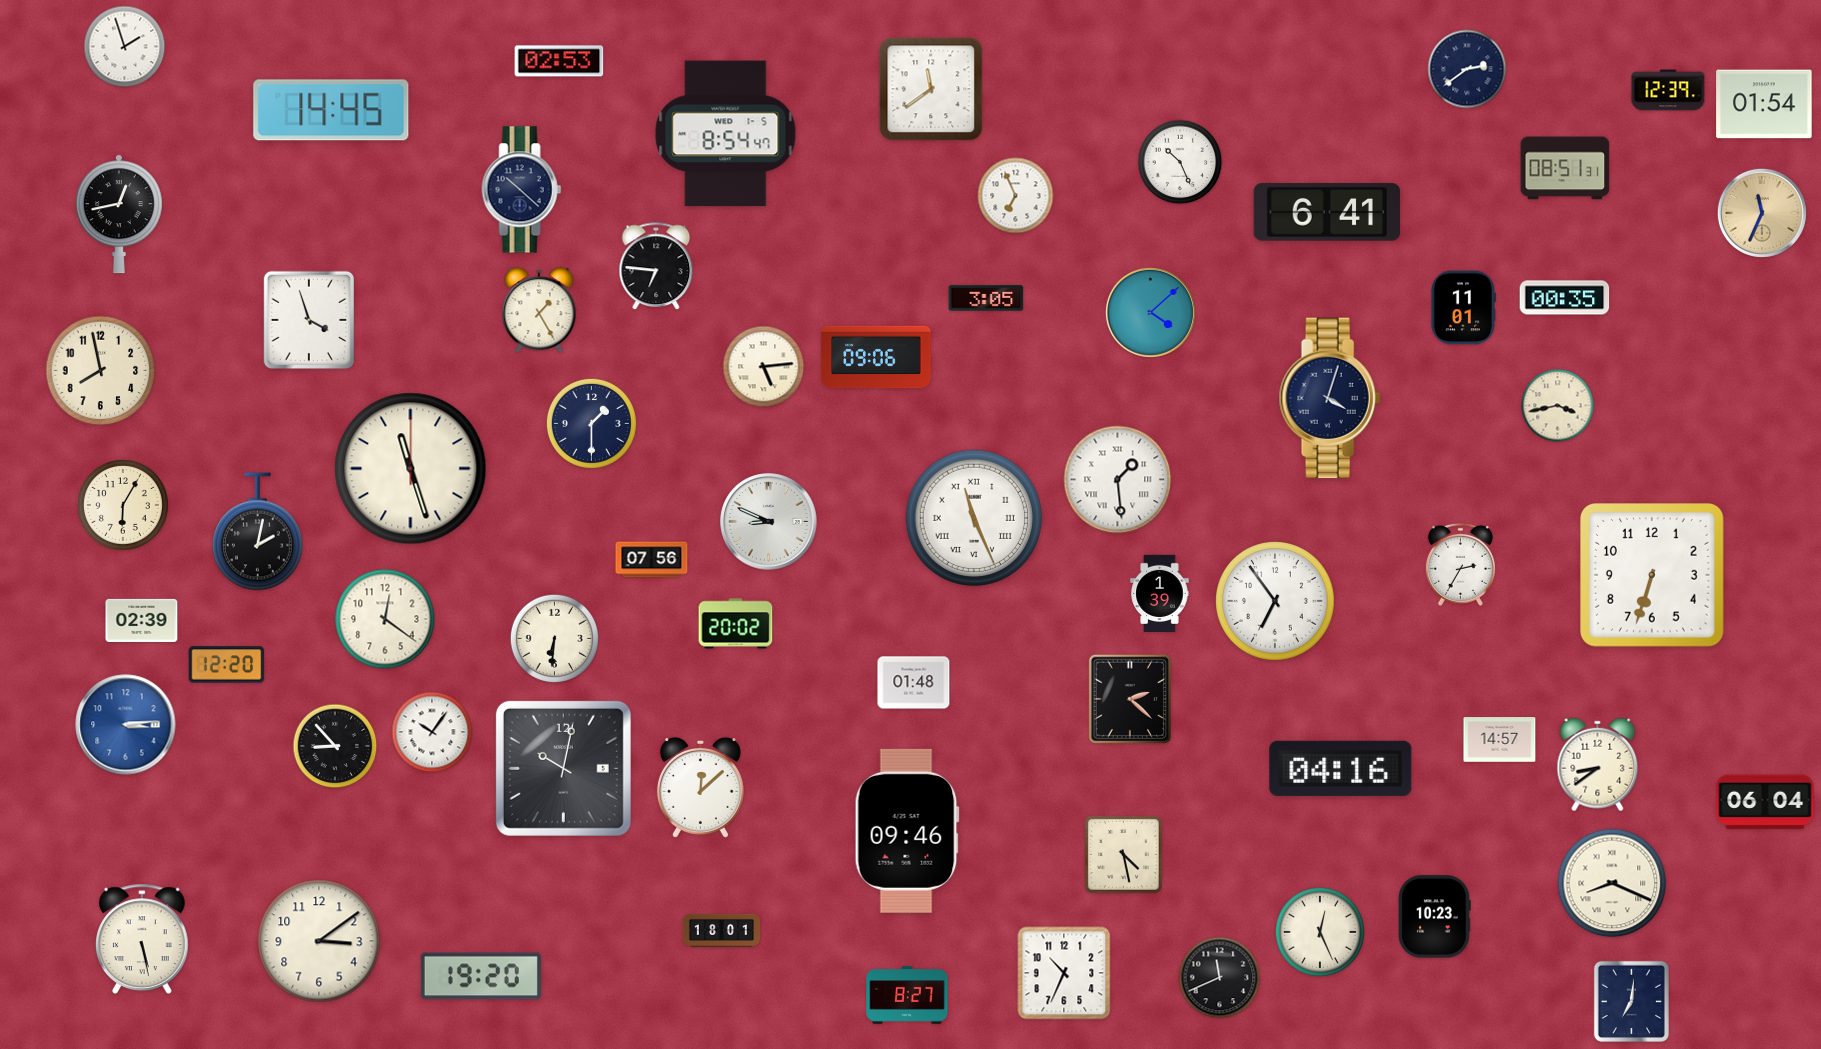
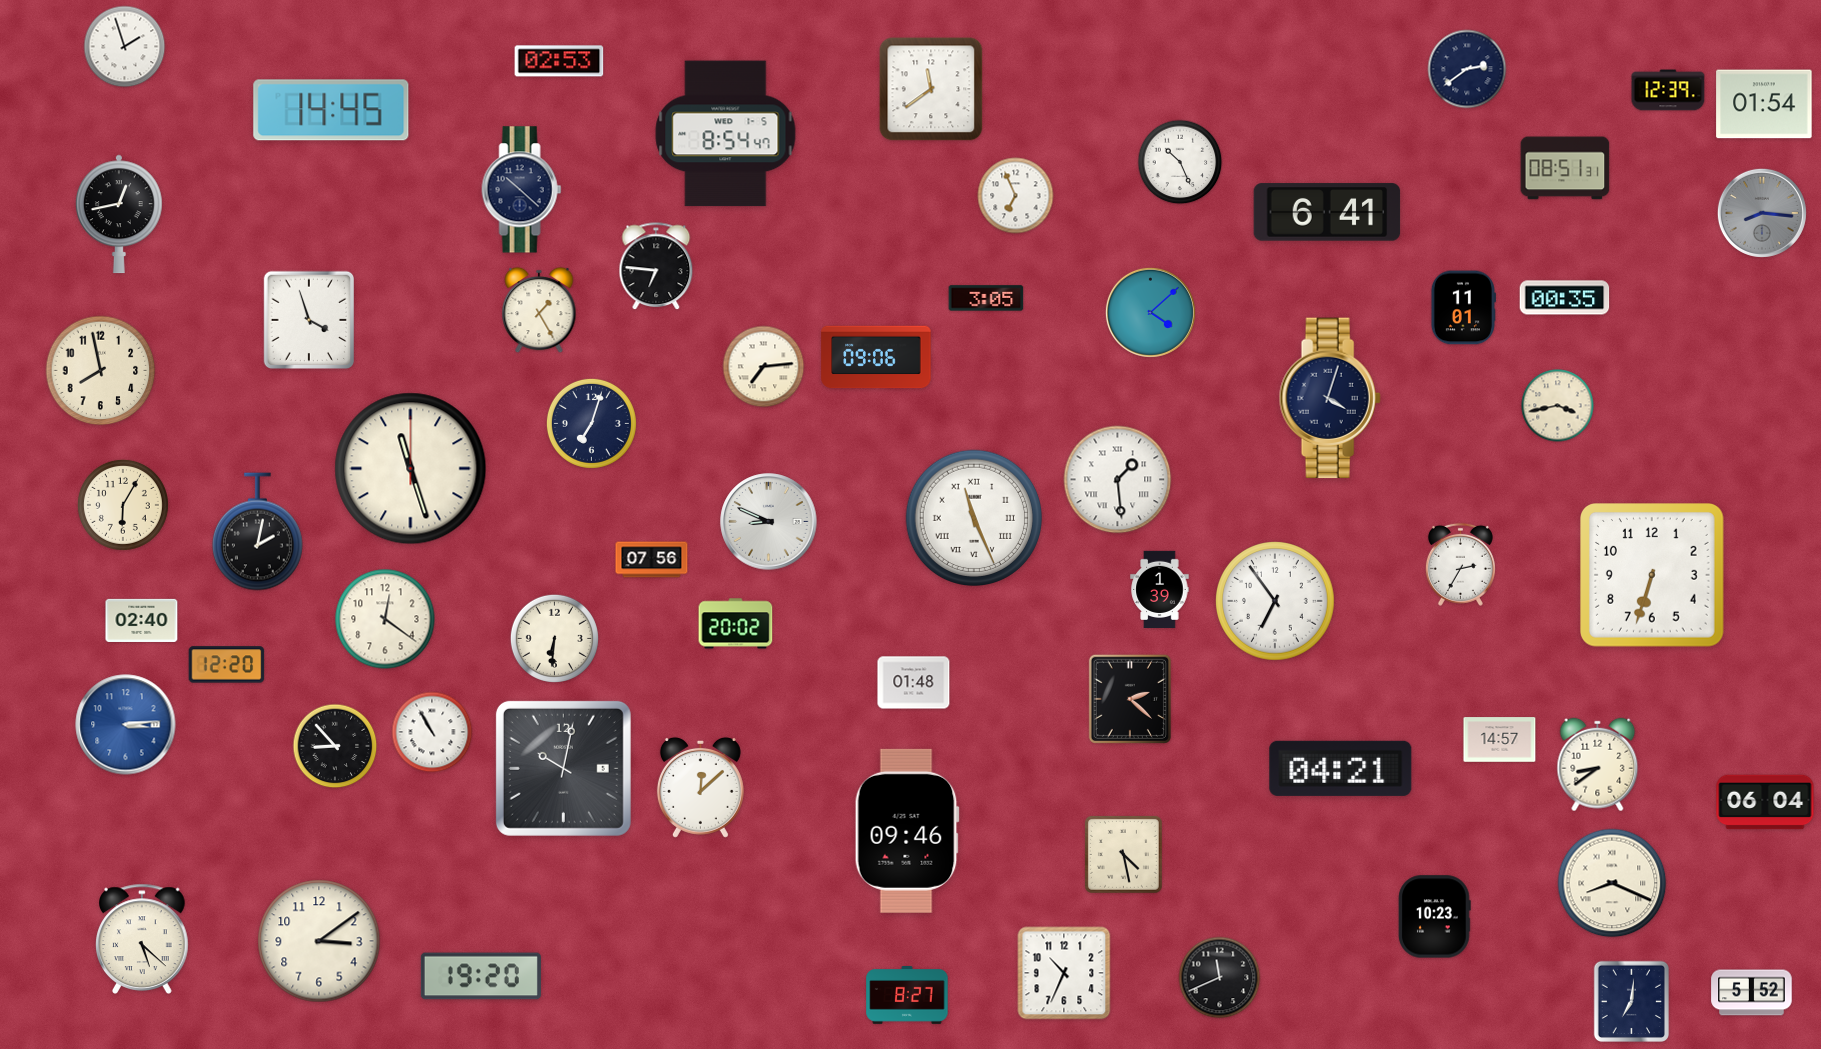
clock at (1762, 213): 11:34 -> 8:16
clock at (1762, 213) dial: champagne -> grey
clock at (764, 367): 5:14 -> 7:14
clock at (591, 423): 1:30 -> 7:03
clock at (1160, 593) position: (1160, 593) -> (1160, 589)
clock at (142, 620): 02:39 -> 02:40
clock at (432, 732): 10:06 -> 10:55
clock at (1341, 768): 04:16 -> 04:21
clock at (721, 930): 18:01 -> none
clock at (1320, 932): 12:26 -> none
clock at (143, 939): 5:28 -> 5:22
clock at (1752, 993): none -> 5:52
